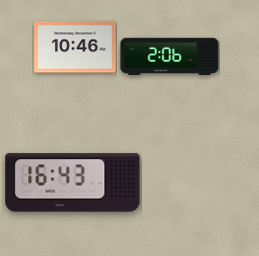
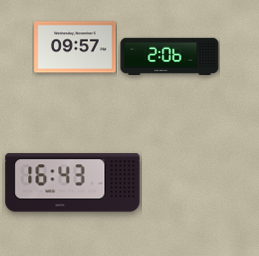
clock at (75, 47): 10:46 -> 09:57
